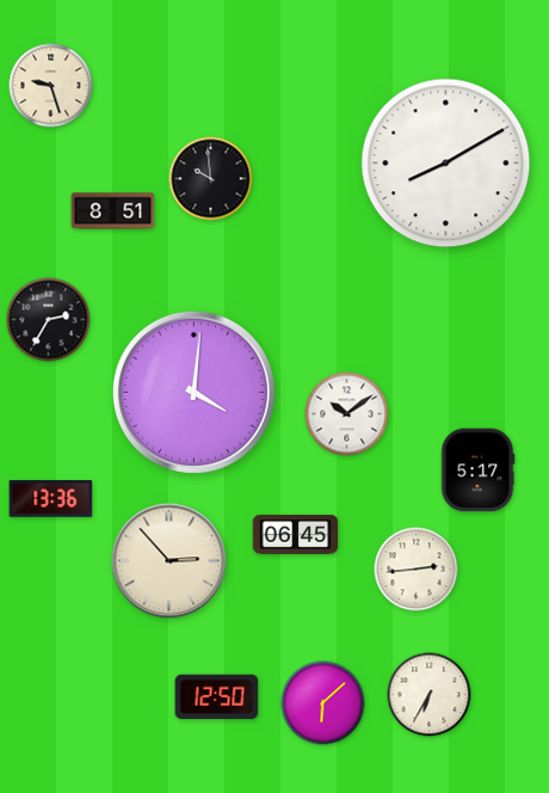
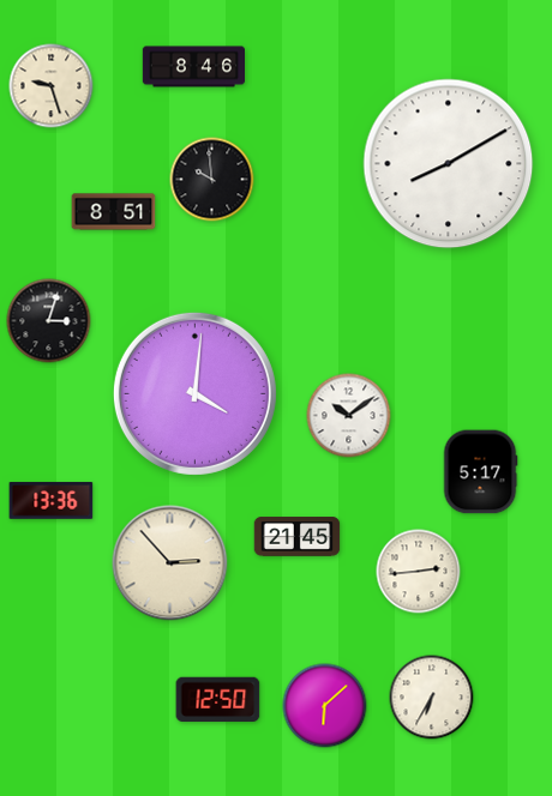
clock at (194, 67): none -> 8:46
clock at (49, 320): 2:35 -> 3:03
clock at (296, 535): 06:45 -> 21:45
